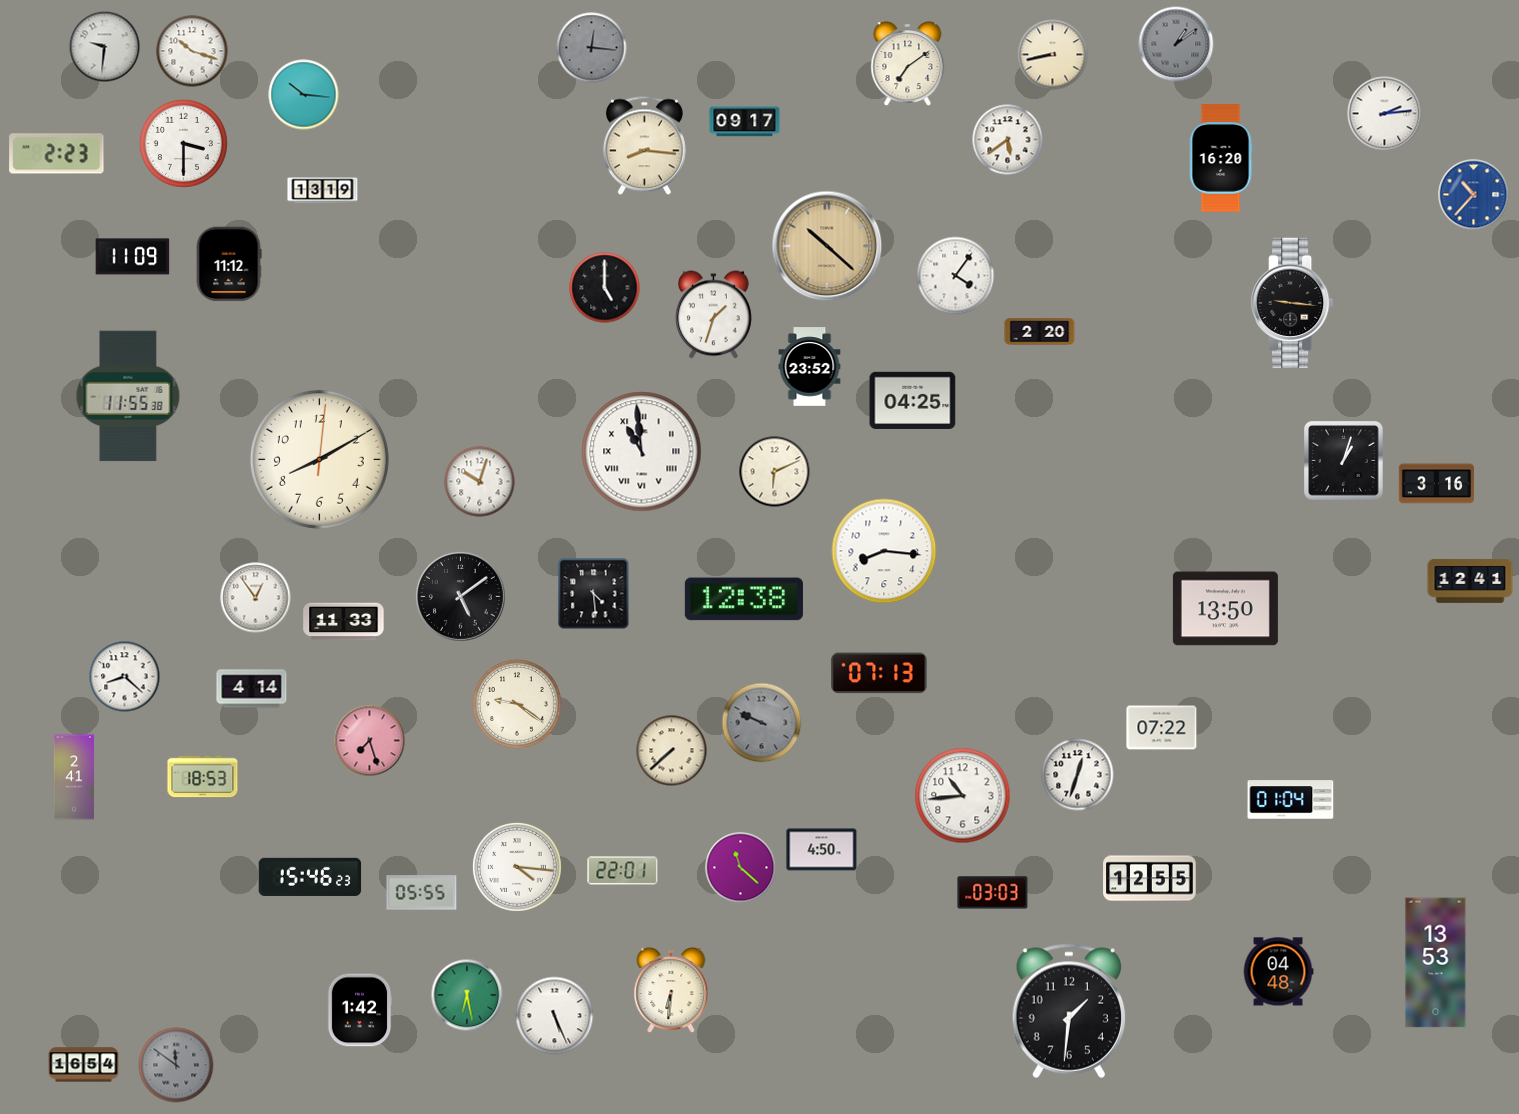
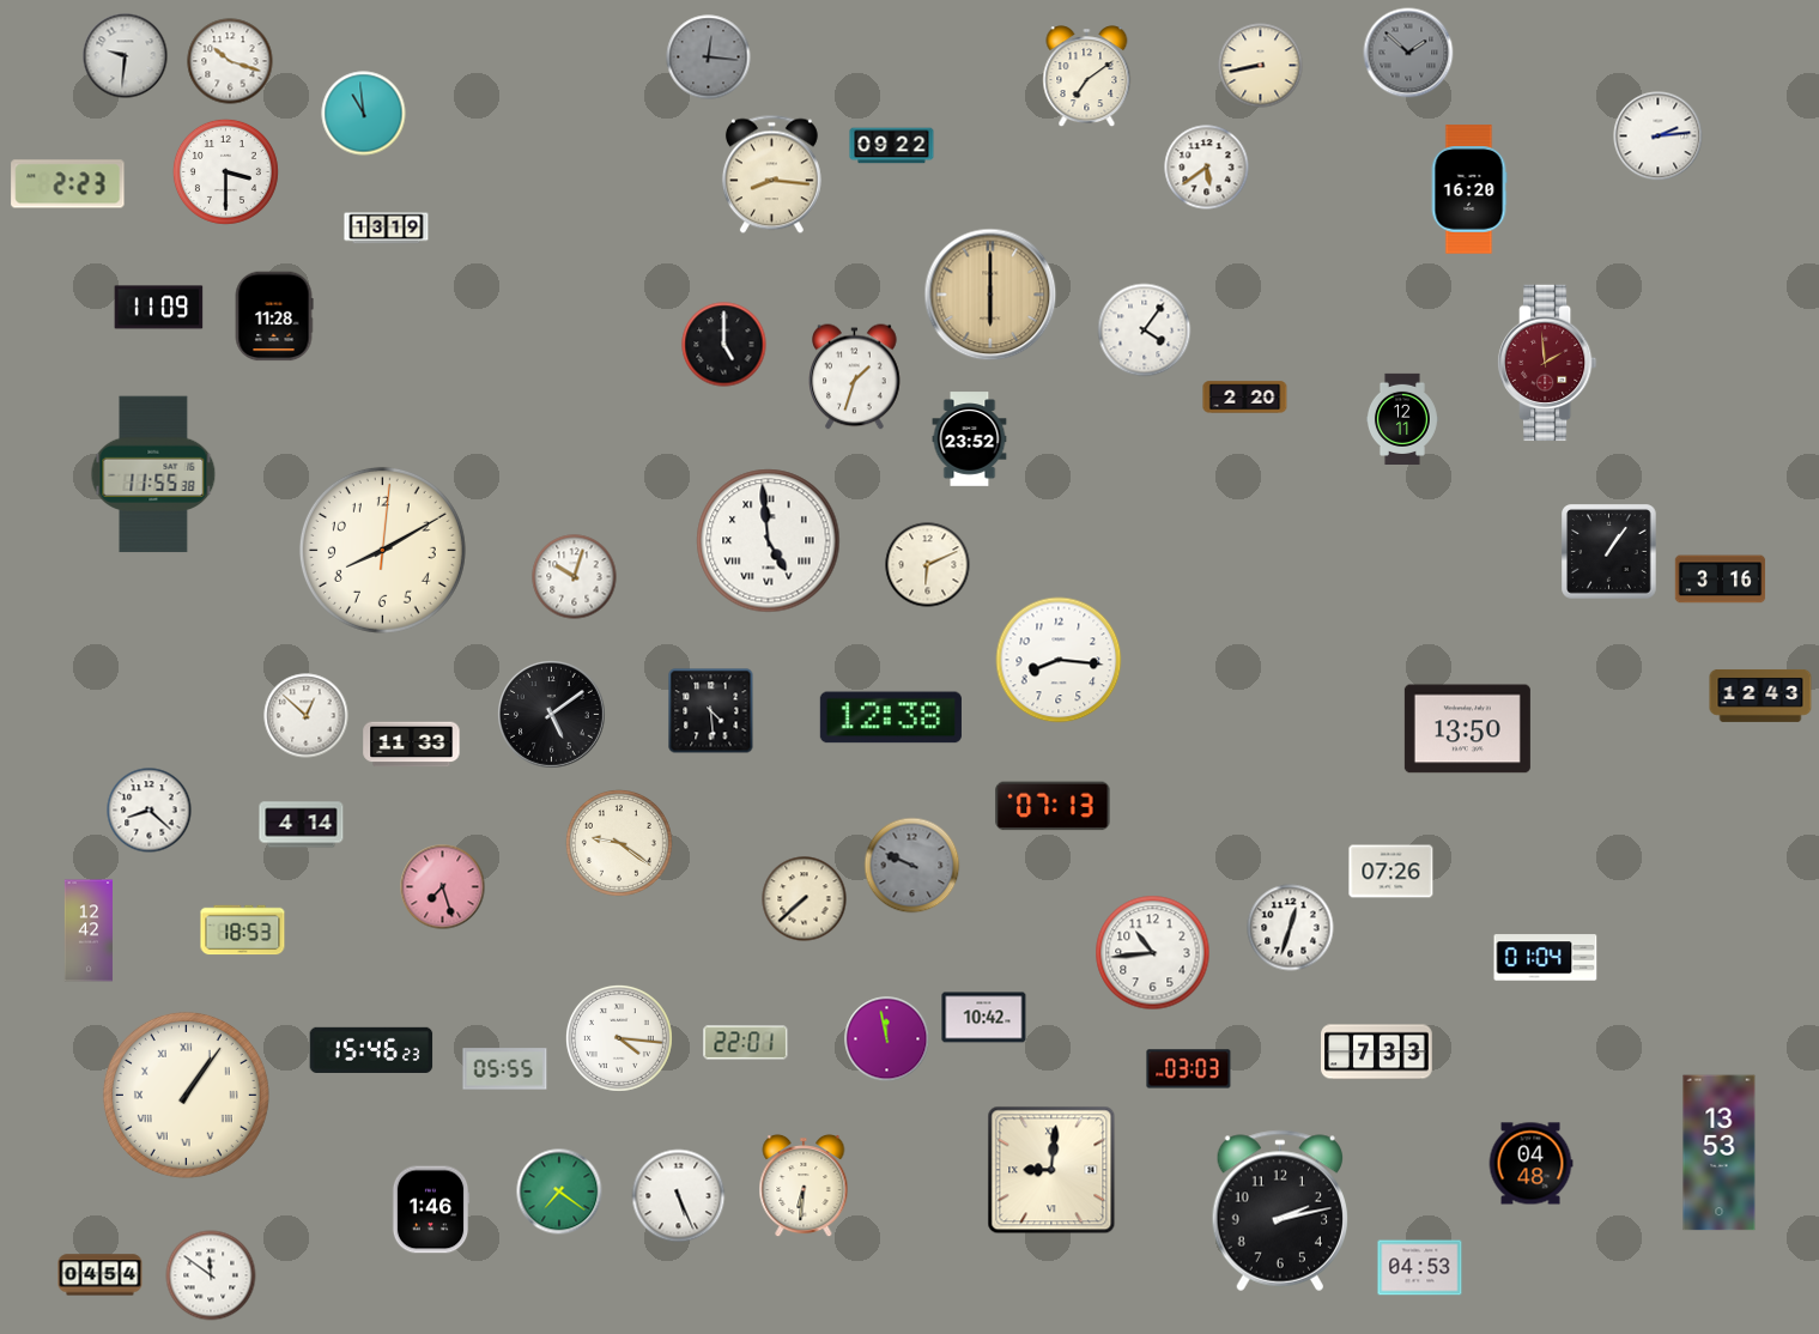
clock at (1176, 44): 1:09 -> 1:52
clock at (304, 95): 10:16 -> 10:59
clock at (745, 122): 09:17 -> 09:22
clock at (183, 143) position: (183, 143) -> (225, 171)
clock at (1221, 158) position: (1221, 158) -> (1469, 189)
clock at (1474, 195): 10:37 -> none
clock at (827, 246): 10:22 -> 6:00
clock at (229, 264): 11:12 -> 11:28
clock at (1292, 303): 9:16 -> 1:59
clock at (1292, 303) dial: black -> burgundy
clock at (1402, 418): none -> 12:11
clock at (913, 400): 04:25 -> none
clock at (642, 452): 10:59 -> 4:59
clock at (1344, 461): 1:03 -> 1:06
clock at (1470, 581): 12:41 -> 12:43
clock at (256, 598): 12:54 -> 12:52
clock at (1162, 728): 07:22 -> 07:26
clock at (74, 777): 2:41 -> 12:42
clock at (822, 850): 4:50 -> 10:42
clock at (741, 868): 11:22 -> 11:58
clock at (1150, 879): 12:55 -> 7:33
clock at (186, 1095): none -> 1:06
clock at (1051, 1170): none -> 9:01
clock at (467, 995): 6:28 -> 7:21
clock at (360, 1010): 1:42 -> 1:46
clock at (1068, 1011): 1:31 -> 2:13
clock at (555, 1016) position: (555, 1016) -> (679, 1196)
clock at (1420, 1268): none -> 04:53
clock at (84, 1065): 16:54 -> 04:54
clock at (176, 1065) dial: grey -> white
